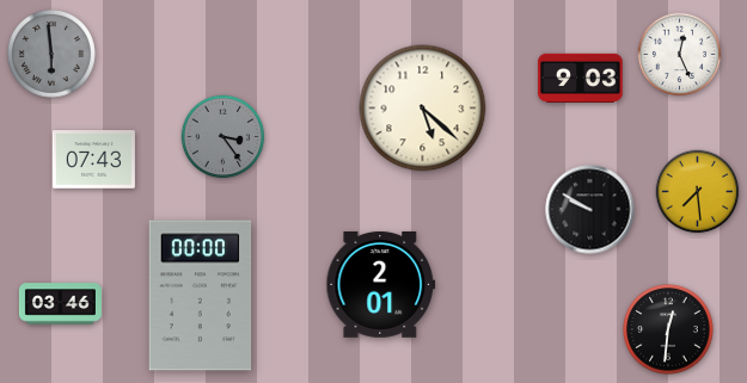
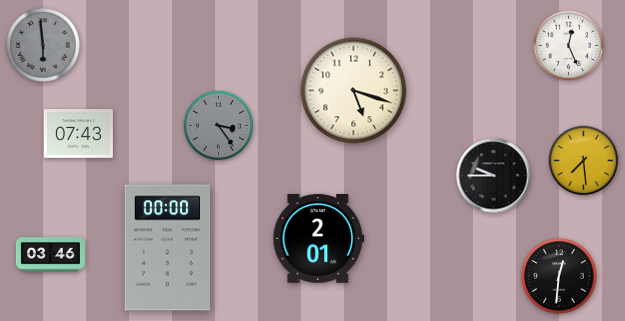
clock at (581, 78): 9:03 -> none
clock at (423, 109): 5:22 -> 5:18
clock at (224, 137) position: (224, 137) -> (219, 126)
clock at (590, 210): 9:50 -> 9:45
